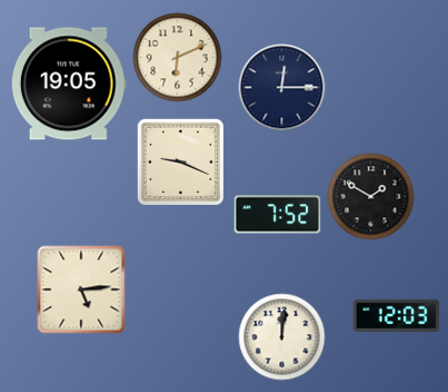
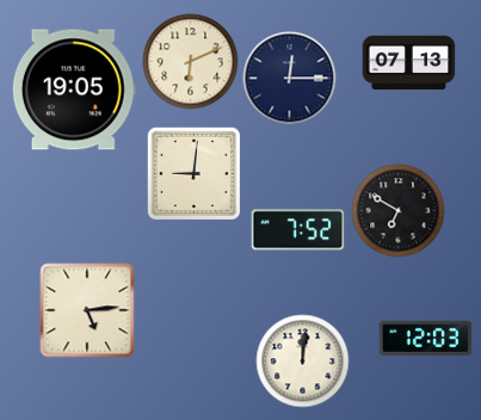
clock at (408, 63): none -> 07:13
clock at (281, 87) position: (281, 87) -> (289, 78)
clock at (180, 161): 9:19 -> 9:01
clock at (370, 196): 1:50 -> 6:50
